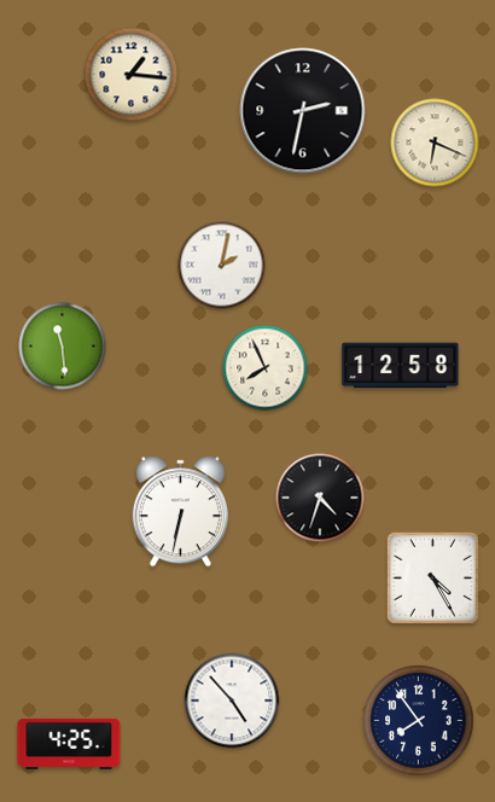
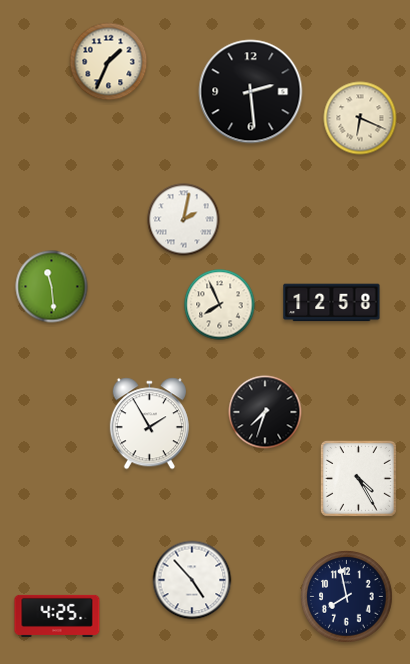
clock at (132, 75): 1:16 -> 1:34
clock at (303, 111): 2:32 -> 2:29
clock at (320, 498): 4:33 -> 7:33
clock at (180, 512): 6:32 -> 1:55
clock at (419, 721): 7:54 -> 7:58
